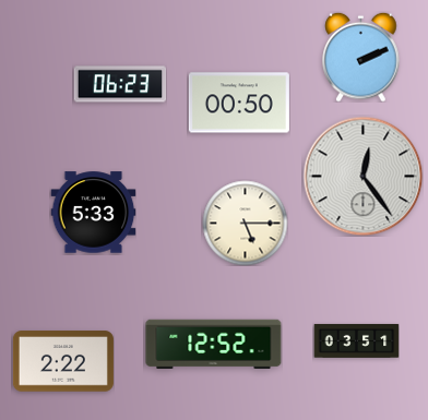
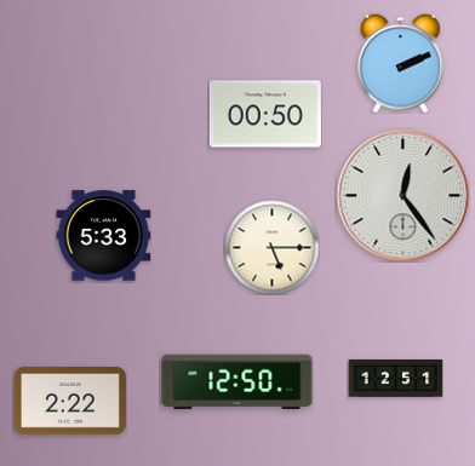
clock at (120, 84): 06:23 -> none
clock at (356, 340): 03:51 -> 12:51
clock at (214, 344): 12:52 -> 12:50
